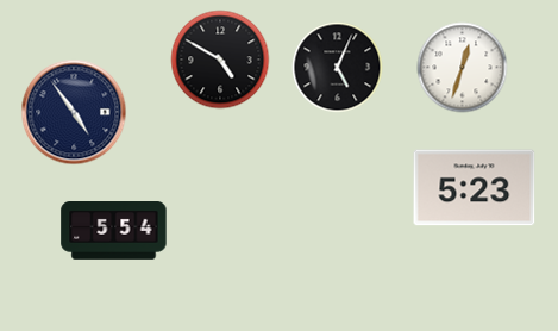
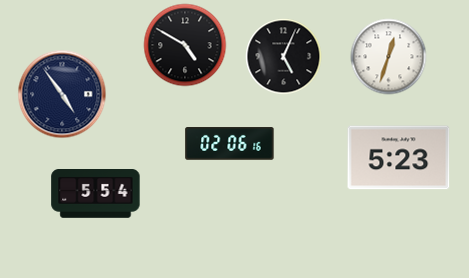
clock at (220, 60) position: (220, 60) -> (185, 45)
clock at (230, 144): none -> 02:06
